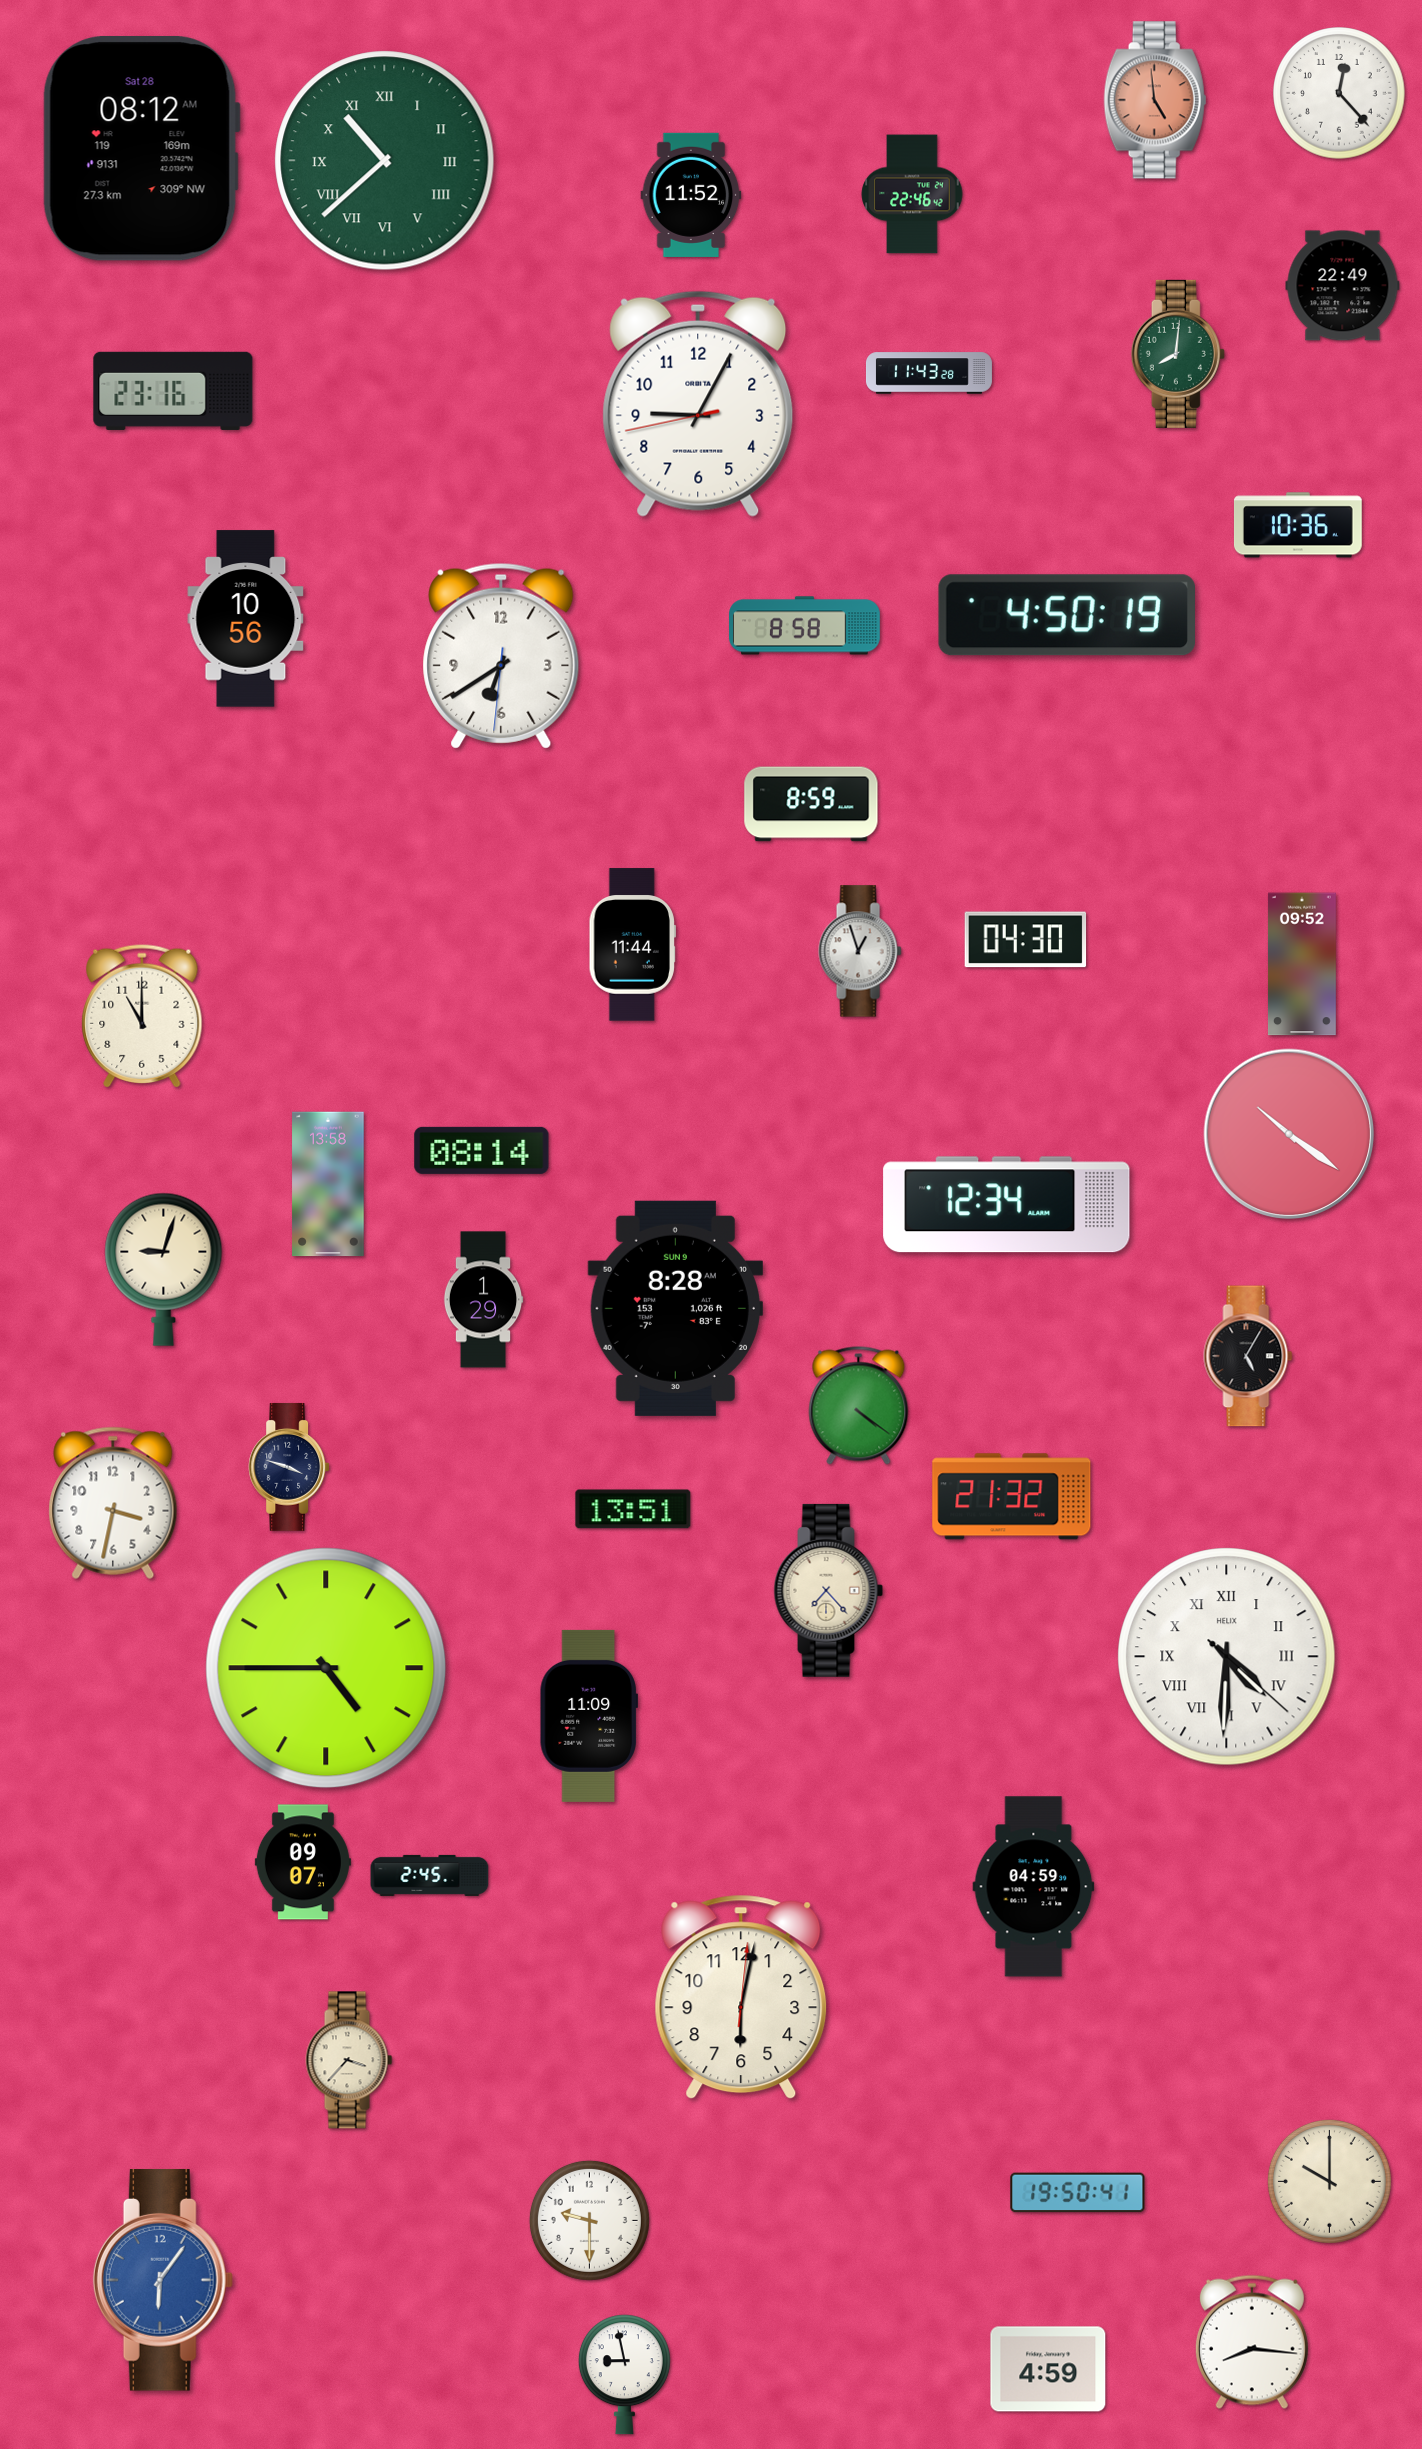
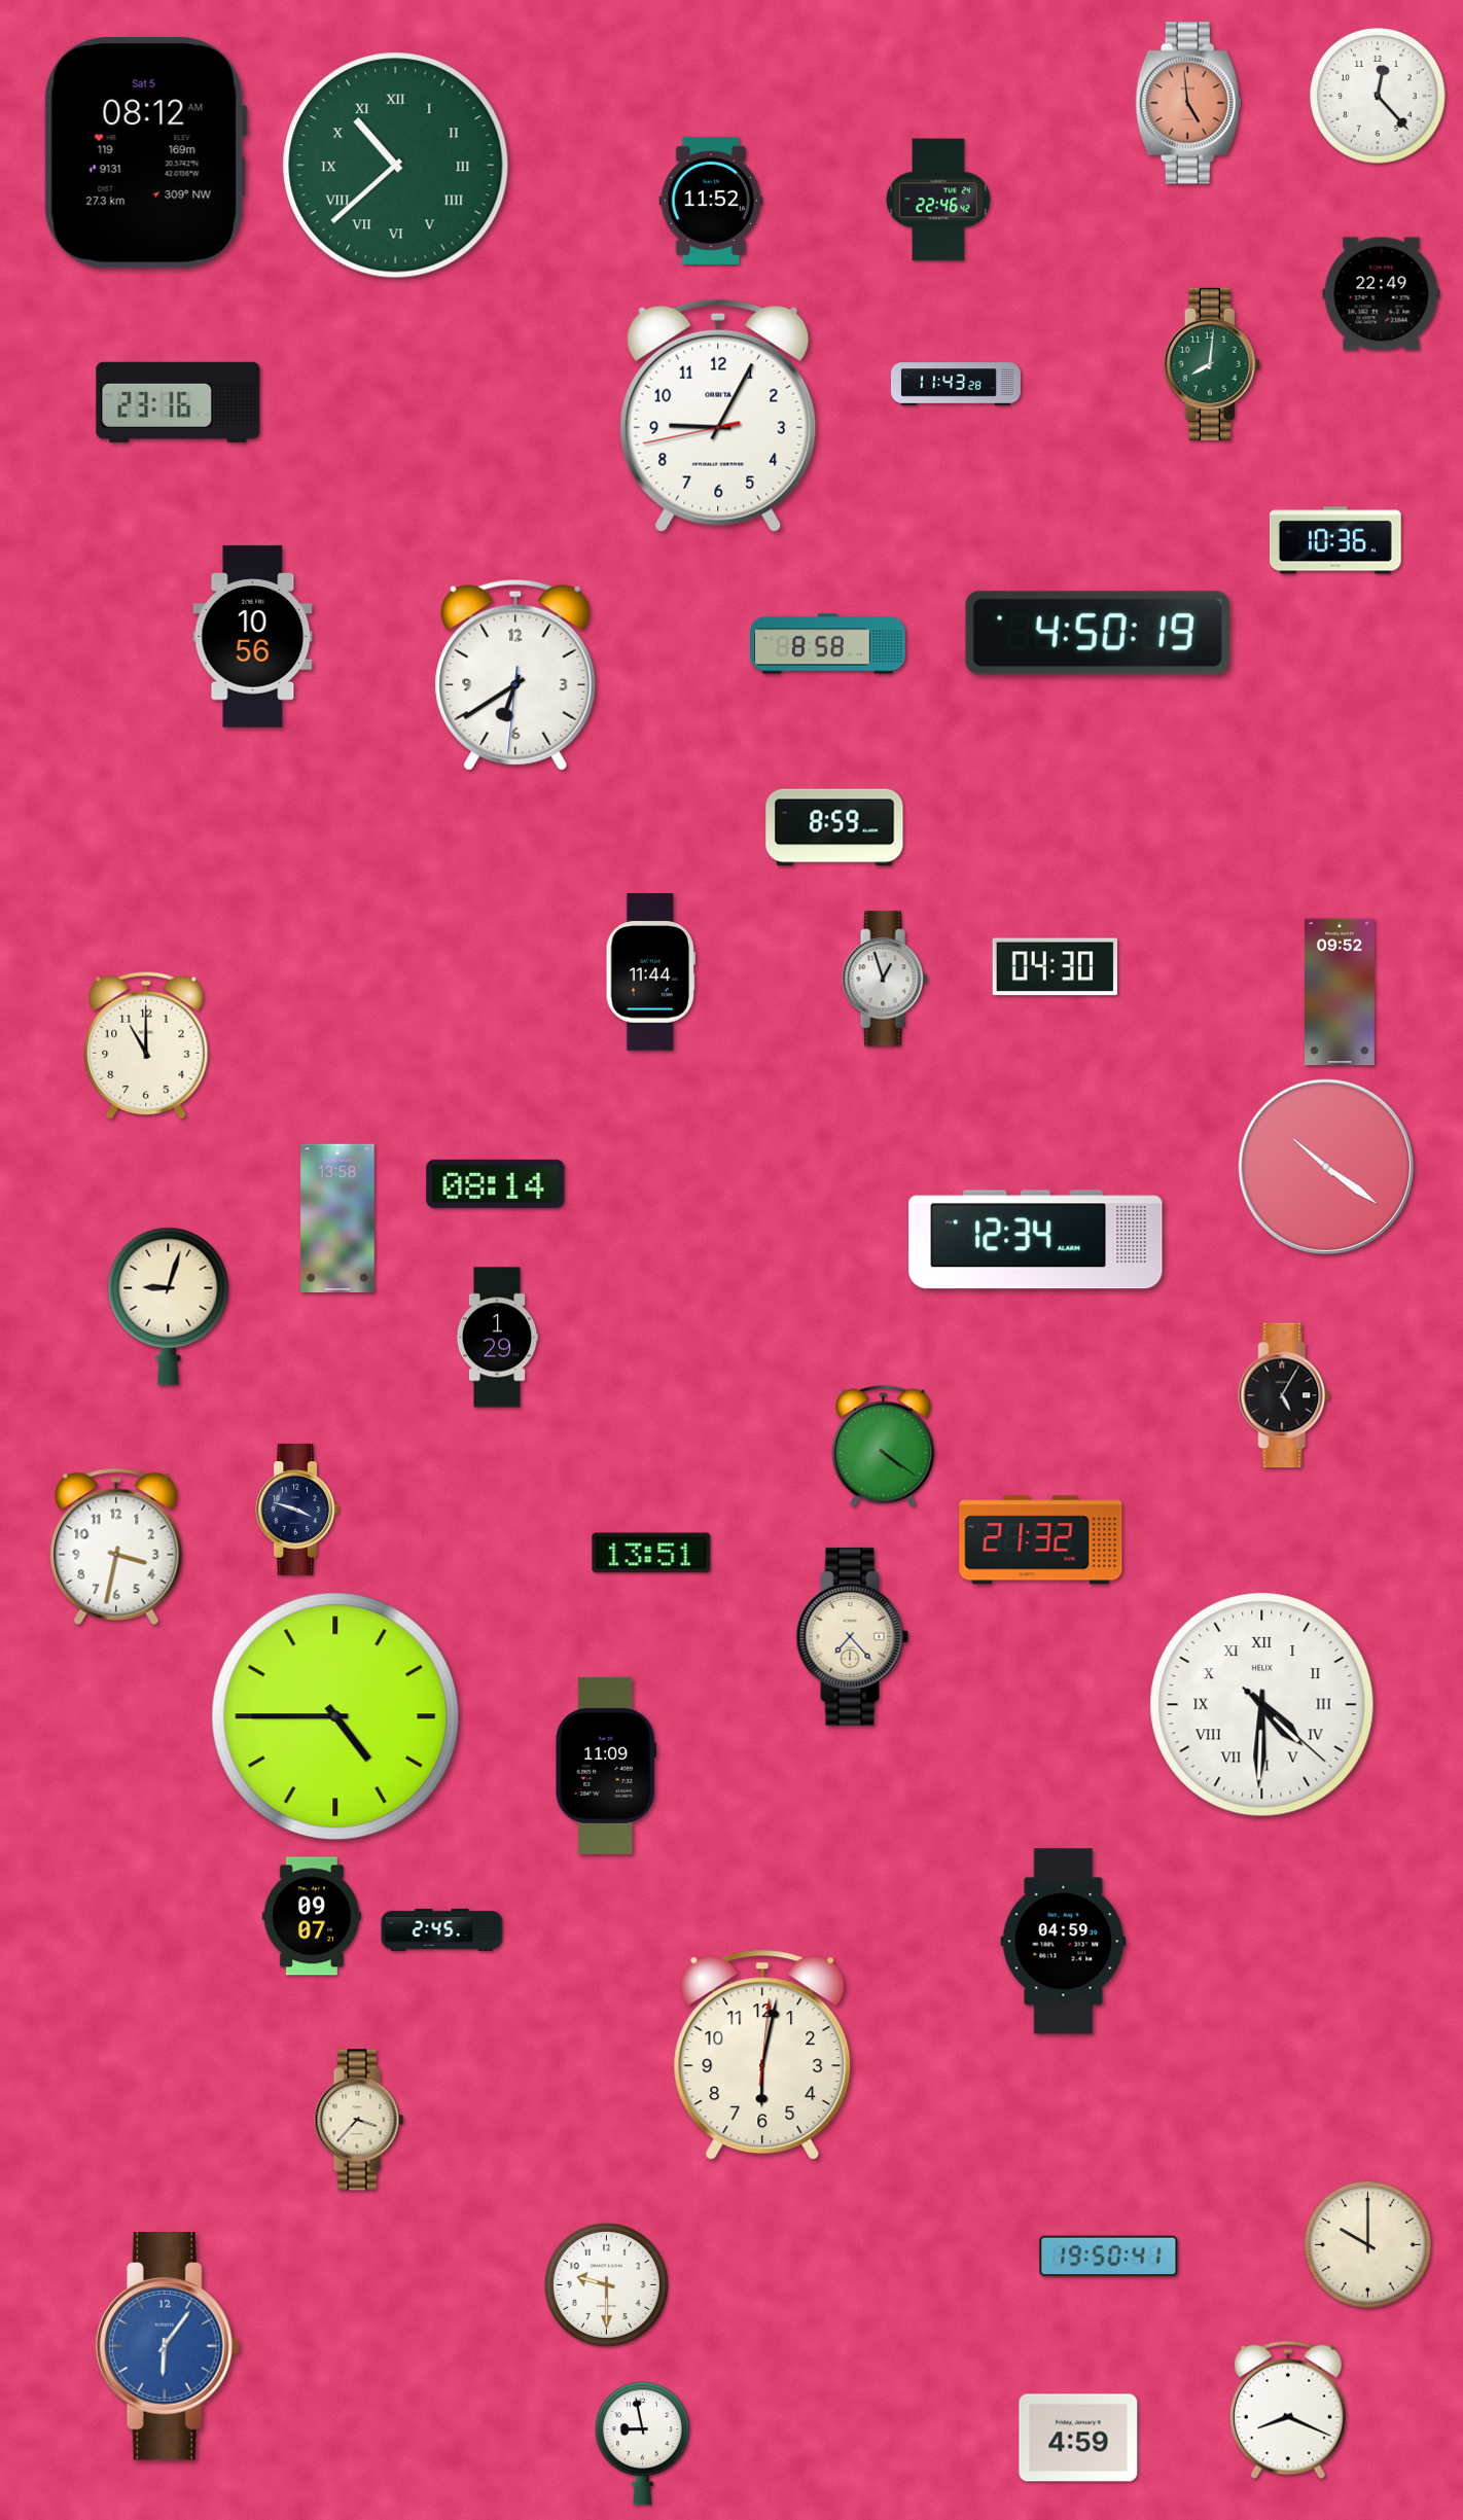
clock at (141, 149) date: Sat 28 -> Sat 5
clock at (675, 1308): 8:28 -> none
clock at (1252, 2342): 8:16 -> 8:19
